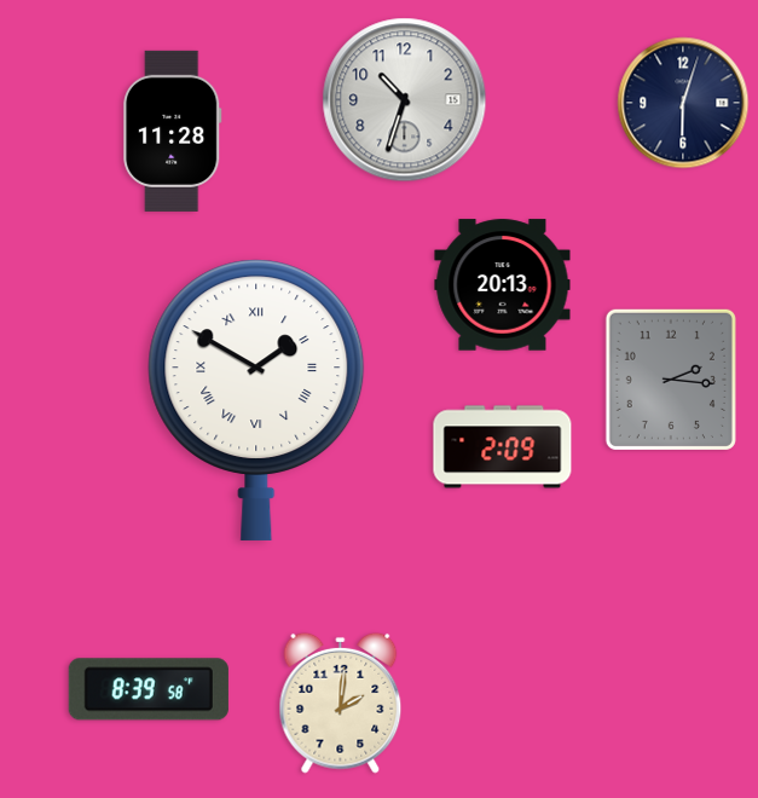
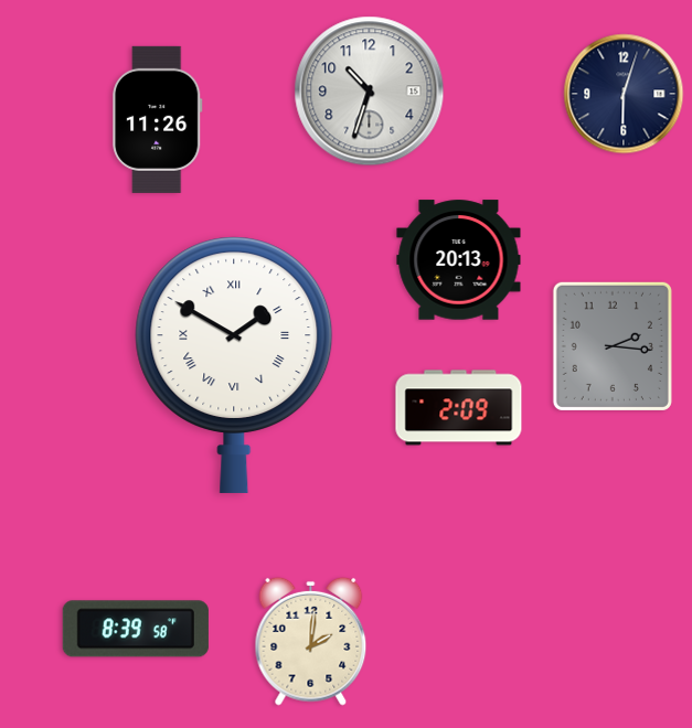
clock at (173, 131): 11:28 -> 11:26
